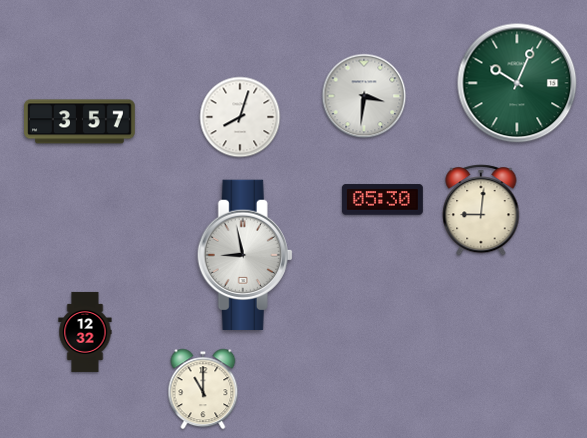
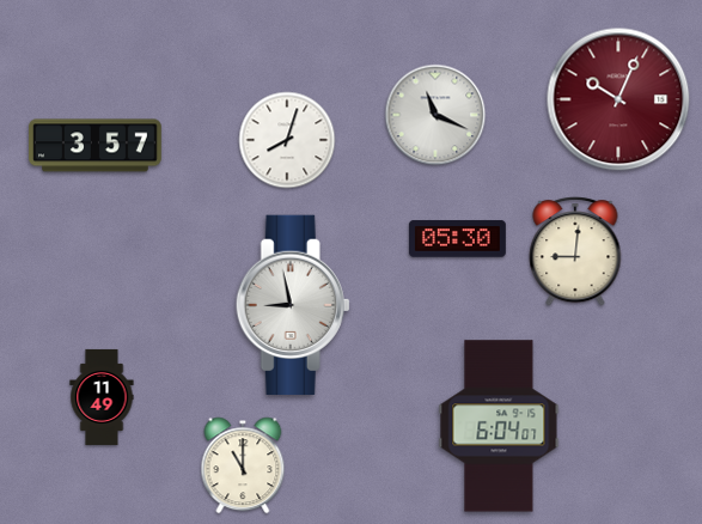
clock at (517, 83) dial: green -> burgundy
clock at (364, 96): 3:31 -> 11:19
clock at (85, 332): 12:32 -> 11:49
clock at (499, 426): none -> 6:04
